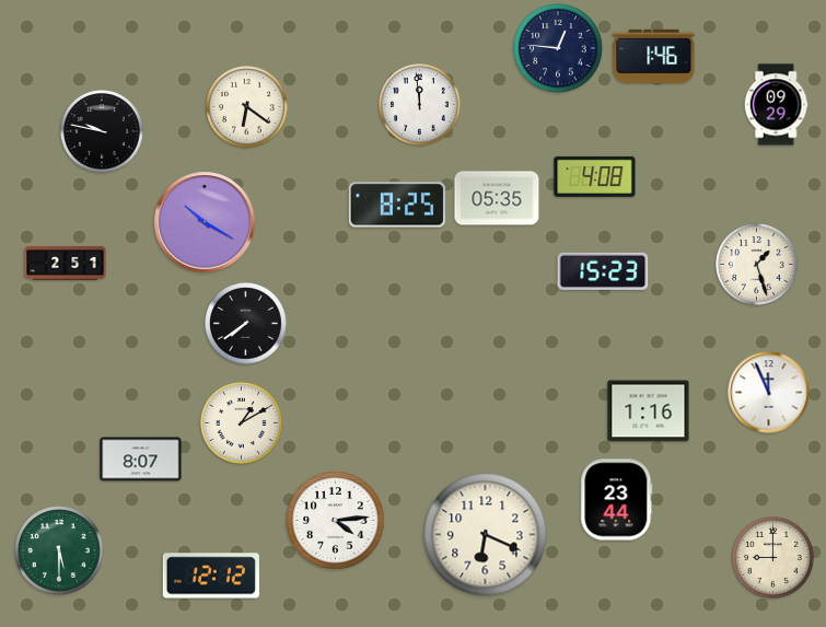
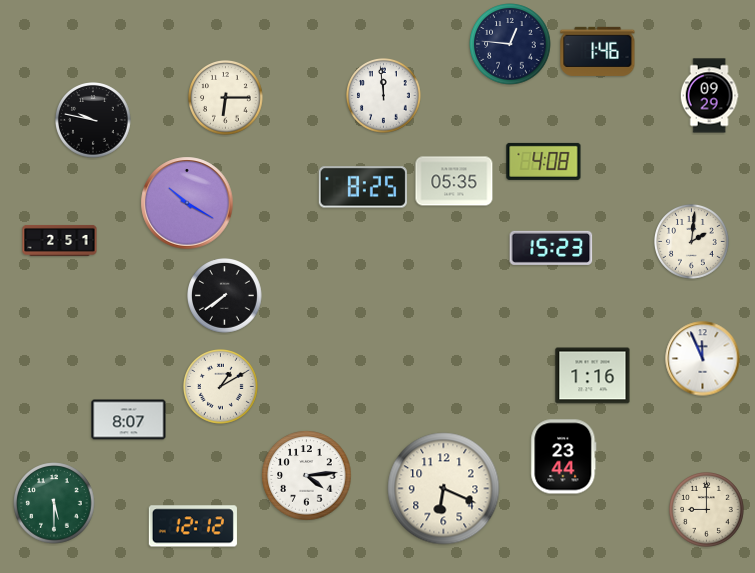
clock at (247, 107): 6:21 -> 6:15
clock at (757, 265): 1:27 -> 2:01
